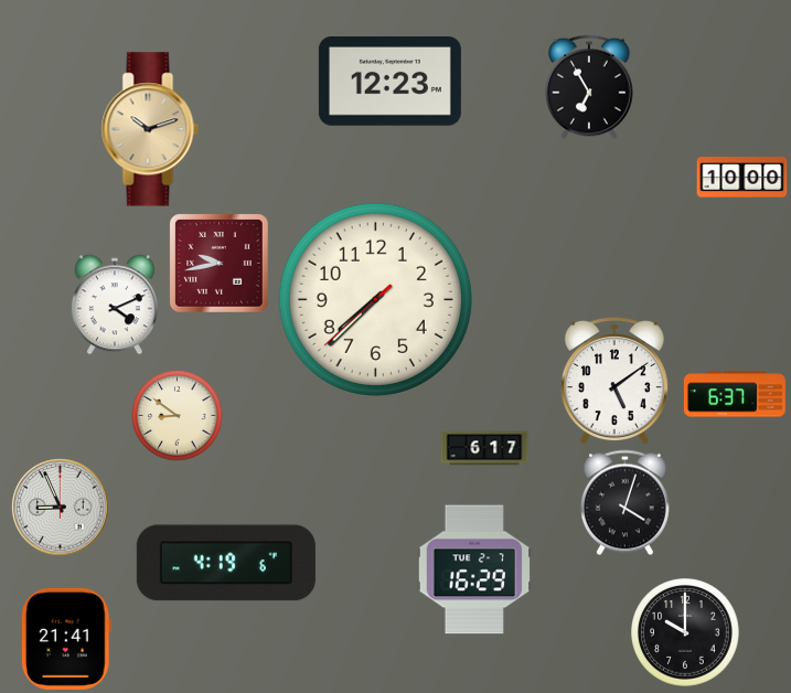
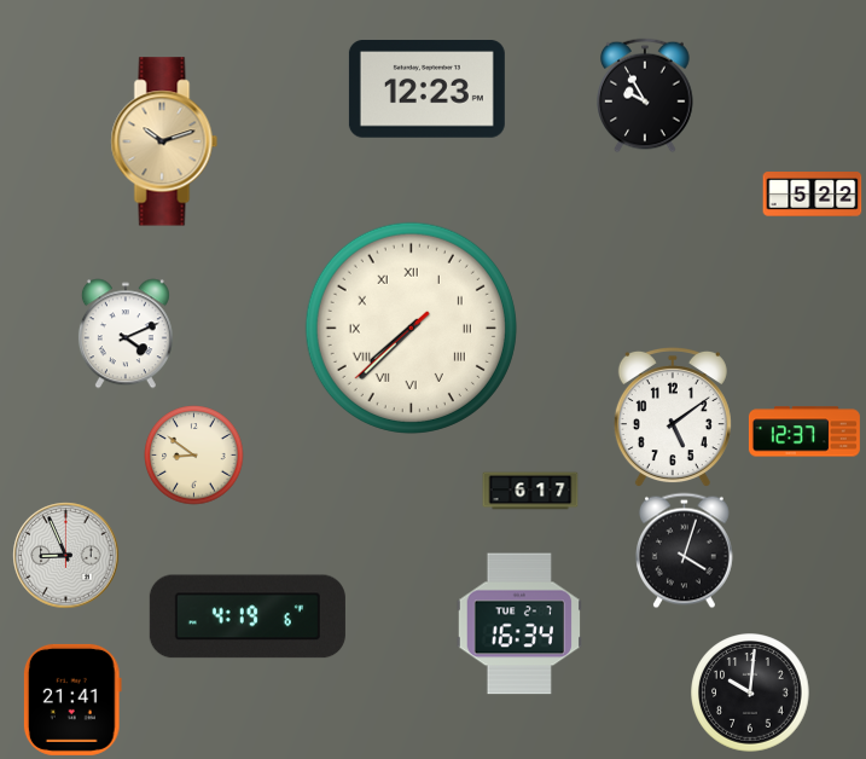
clock at (589, 87): 6:55 -> 9:55
clock at (742, 178): 10:00 -> 5:22
clock at (220, 264): 9:43 -> none
clock at (375, 299) numerals: Arabic -> Roman
clock at (735, 394): 6:37 -> 12:37
clock at (473, 569): 16:29 -> 16:34
clock at (685, 632): 10:00 -> 10:01
